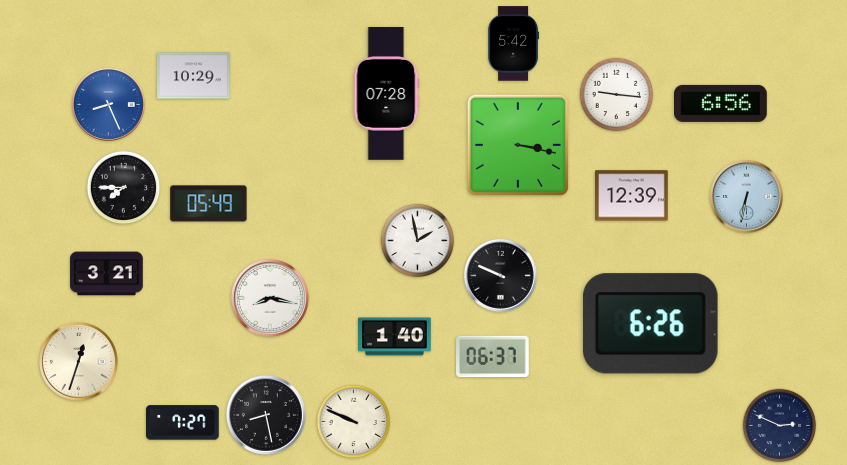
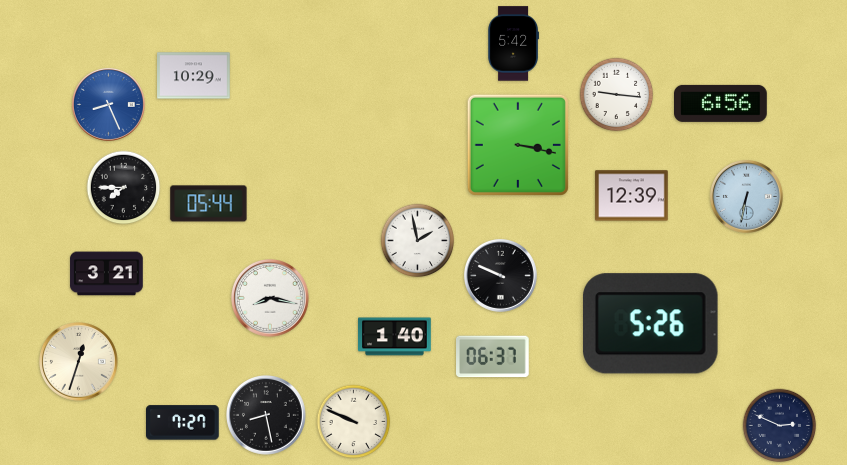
clock at (387, 94): 07:28 -> none
clock at (209, 204): 05:49 -> 05:44
clock at (650, 324): 6:26 -> 5:26
